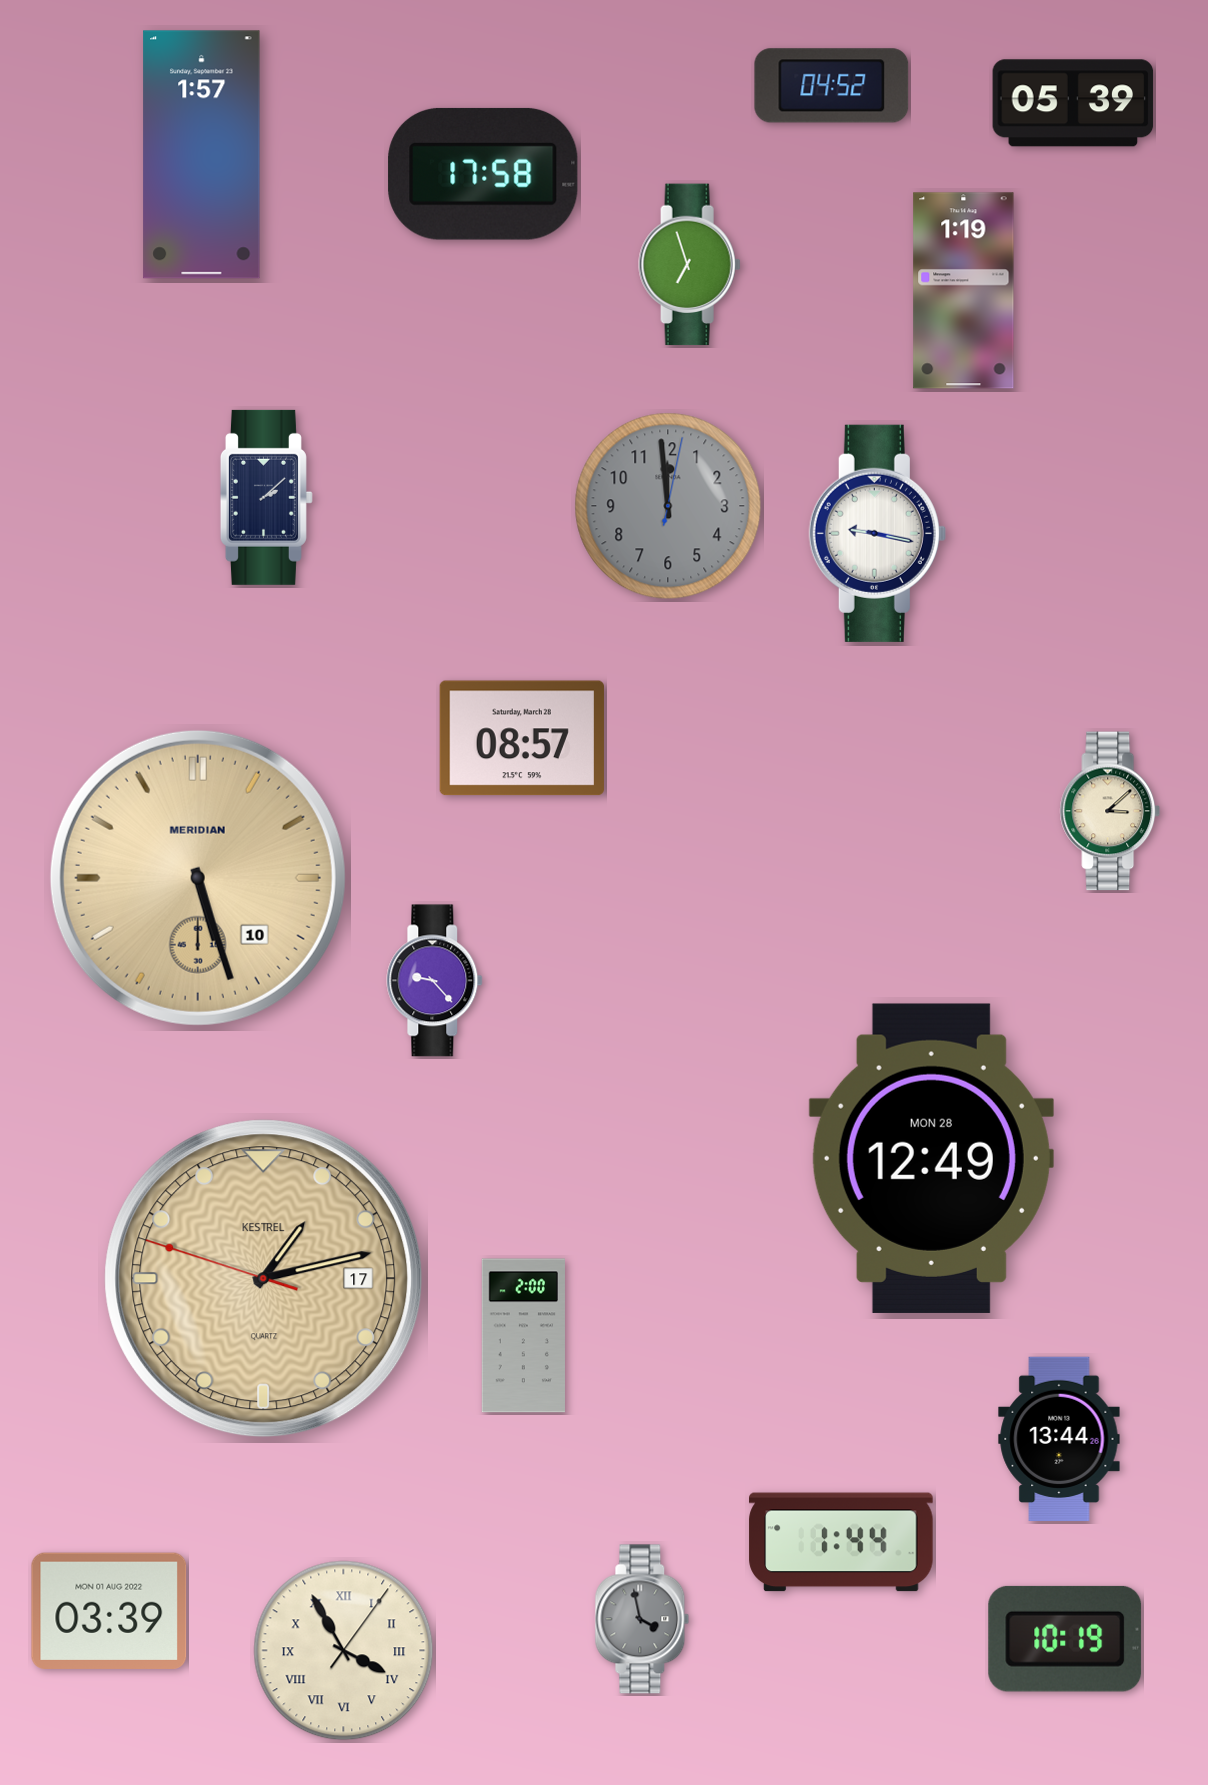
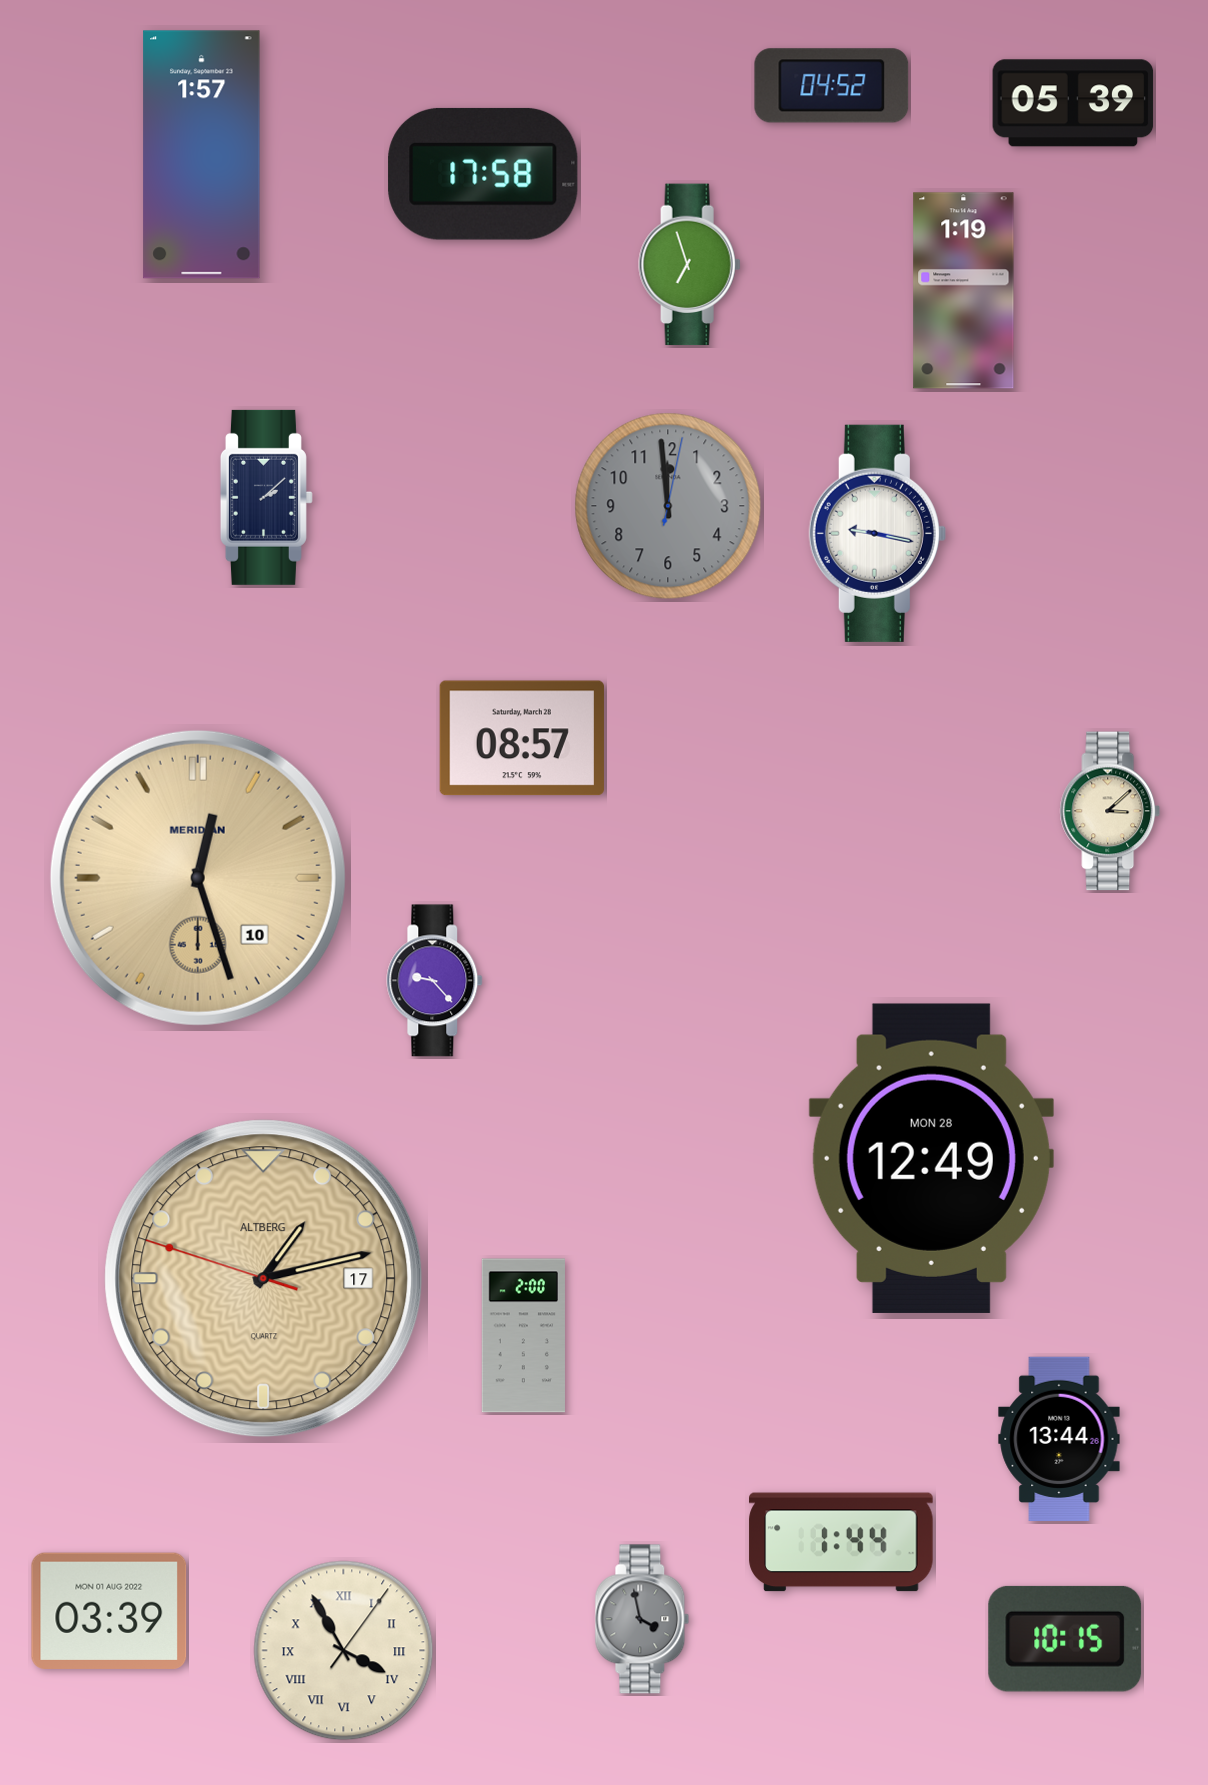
clock at (198, 878): 5:27 -> 12:27
clock at (264, 1279) brand: KESTREL -> ALTBERG
clock at (1065, 1639): 10:19 -> 10:15
